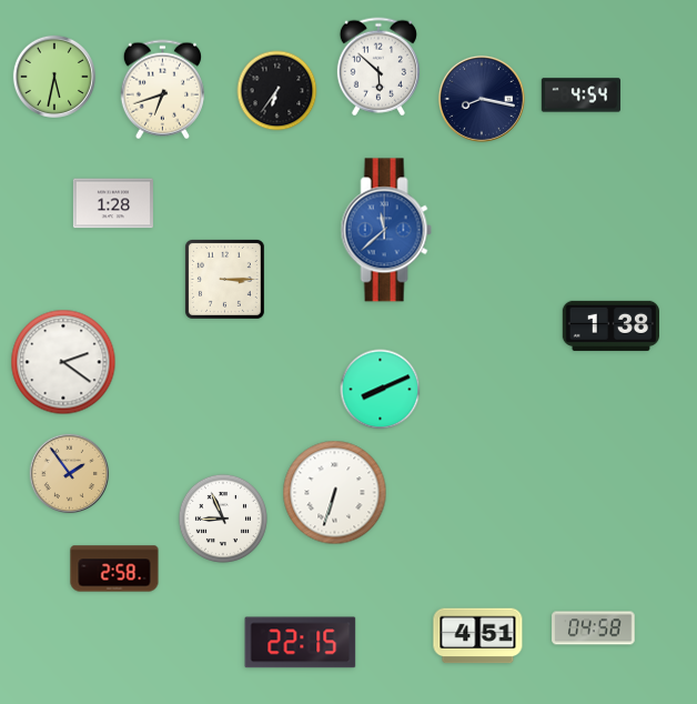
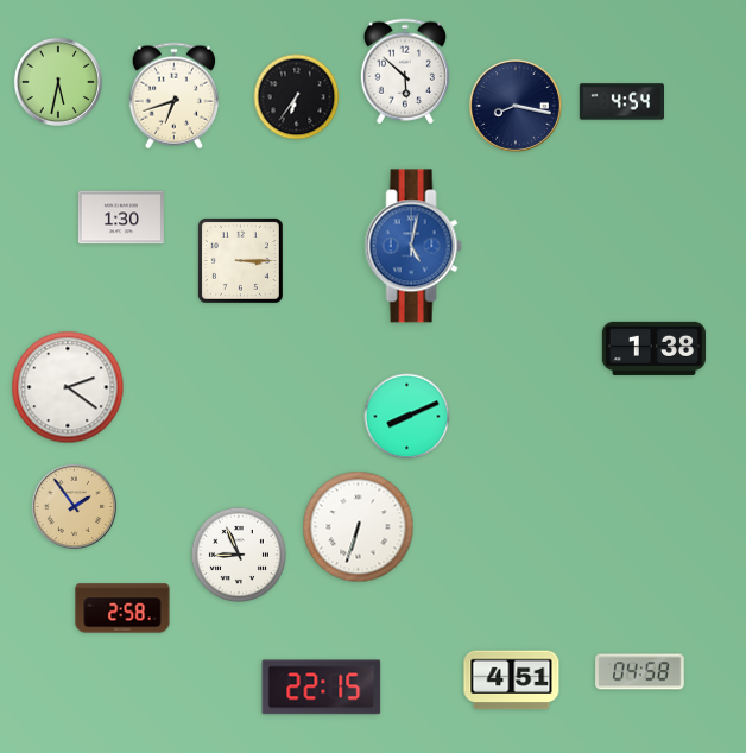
clock at (113, 203): 1:28 -> 1:30
clock at (386, 230): 11:38 -> 5:02
clock at (224, 279) position: (224, 279) -> (240, 260)
clock at (594, 628) position: (594, 628) -> (640, 672)
